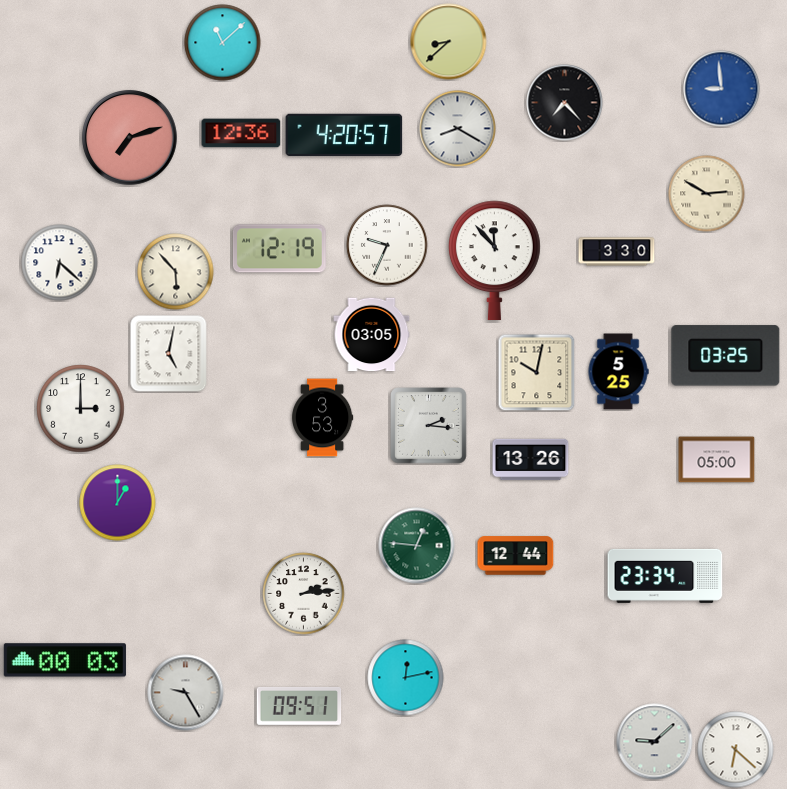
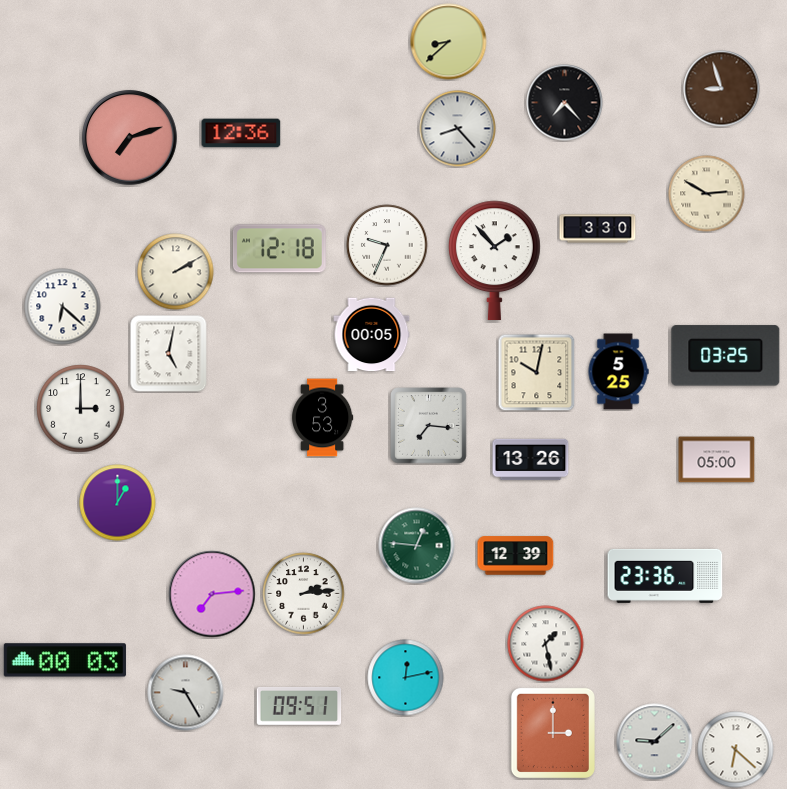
clock at (223, 43): 11:08 -> none
clock at (722, 89): 8:59 -> 8:57
clock at (722, 89) dial: blue -> brown
clock at (458, 129): 8:20 -> 8:23
clock at (344, 135): 4:20 -> none
clock at (279, 249): 12:19 -> 12:18
clock at (617, 252) position: (617, 252) -> (598, 229)
clock at (494, 261): 11:53 -> 1:53
clock at (60, 263) position: (60, 263) -> (63, 307)
clock at (176, 272): 5:53 -> 2:10
clock at (372, 335): 03:05 -> 00:05
clock at (429, 426): 2:16 -> 7:16
clock at (516, 556): 12:44 -> 12:39
clock at (665, 576): 23:34 -> 23:36
clock at (212, 594): none -> 7:14
clock at (546, 644): none -> 1:28
clock at (553, 733): none -> 3:00
